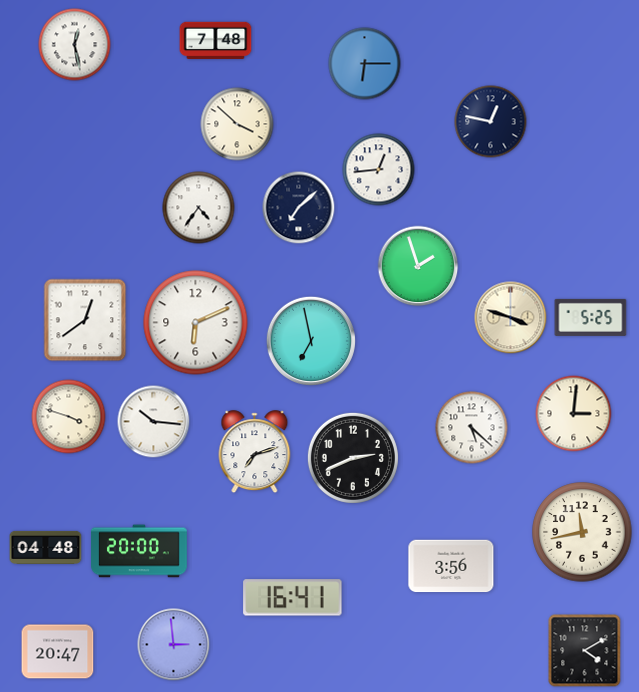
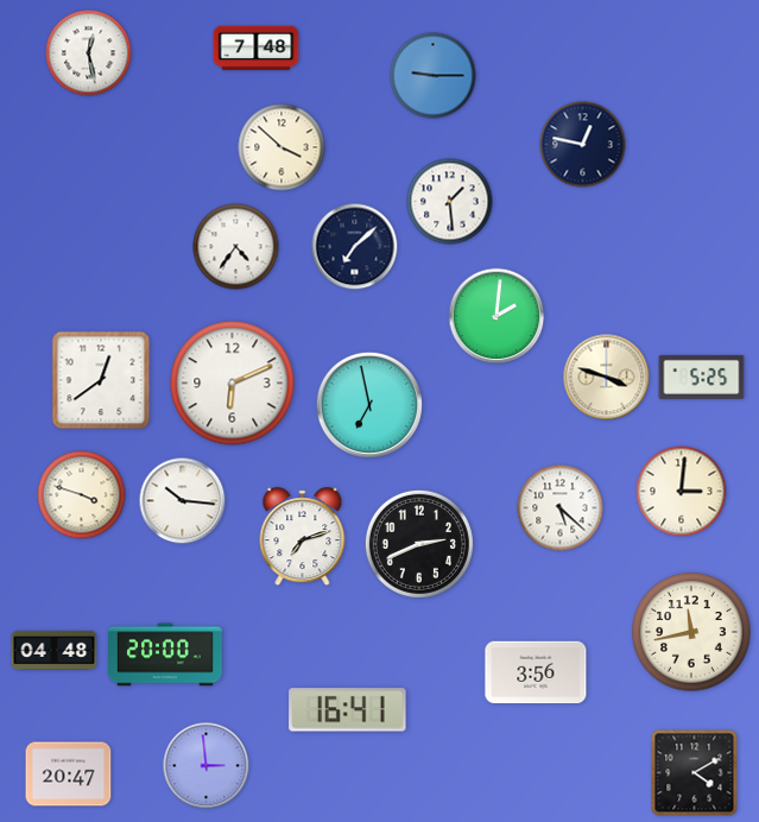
clock at (365, 64): 6:15 -> 9:15
clock at (379, 170): 12:44 -> 1:29
clock at (418, 266): 1:57 -> 2:01
